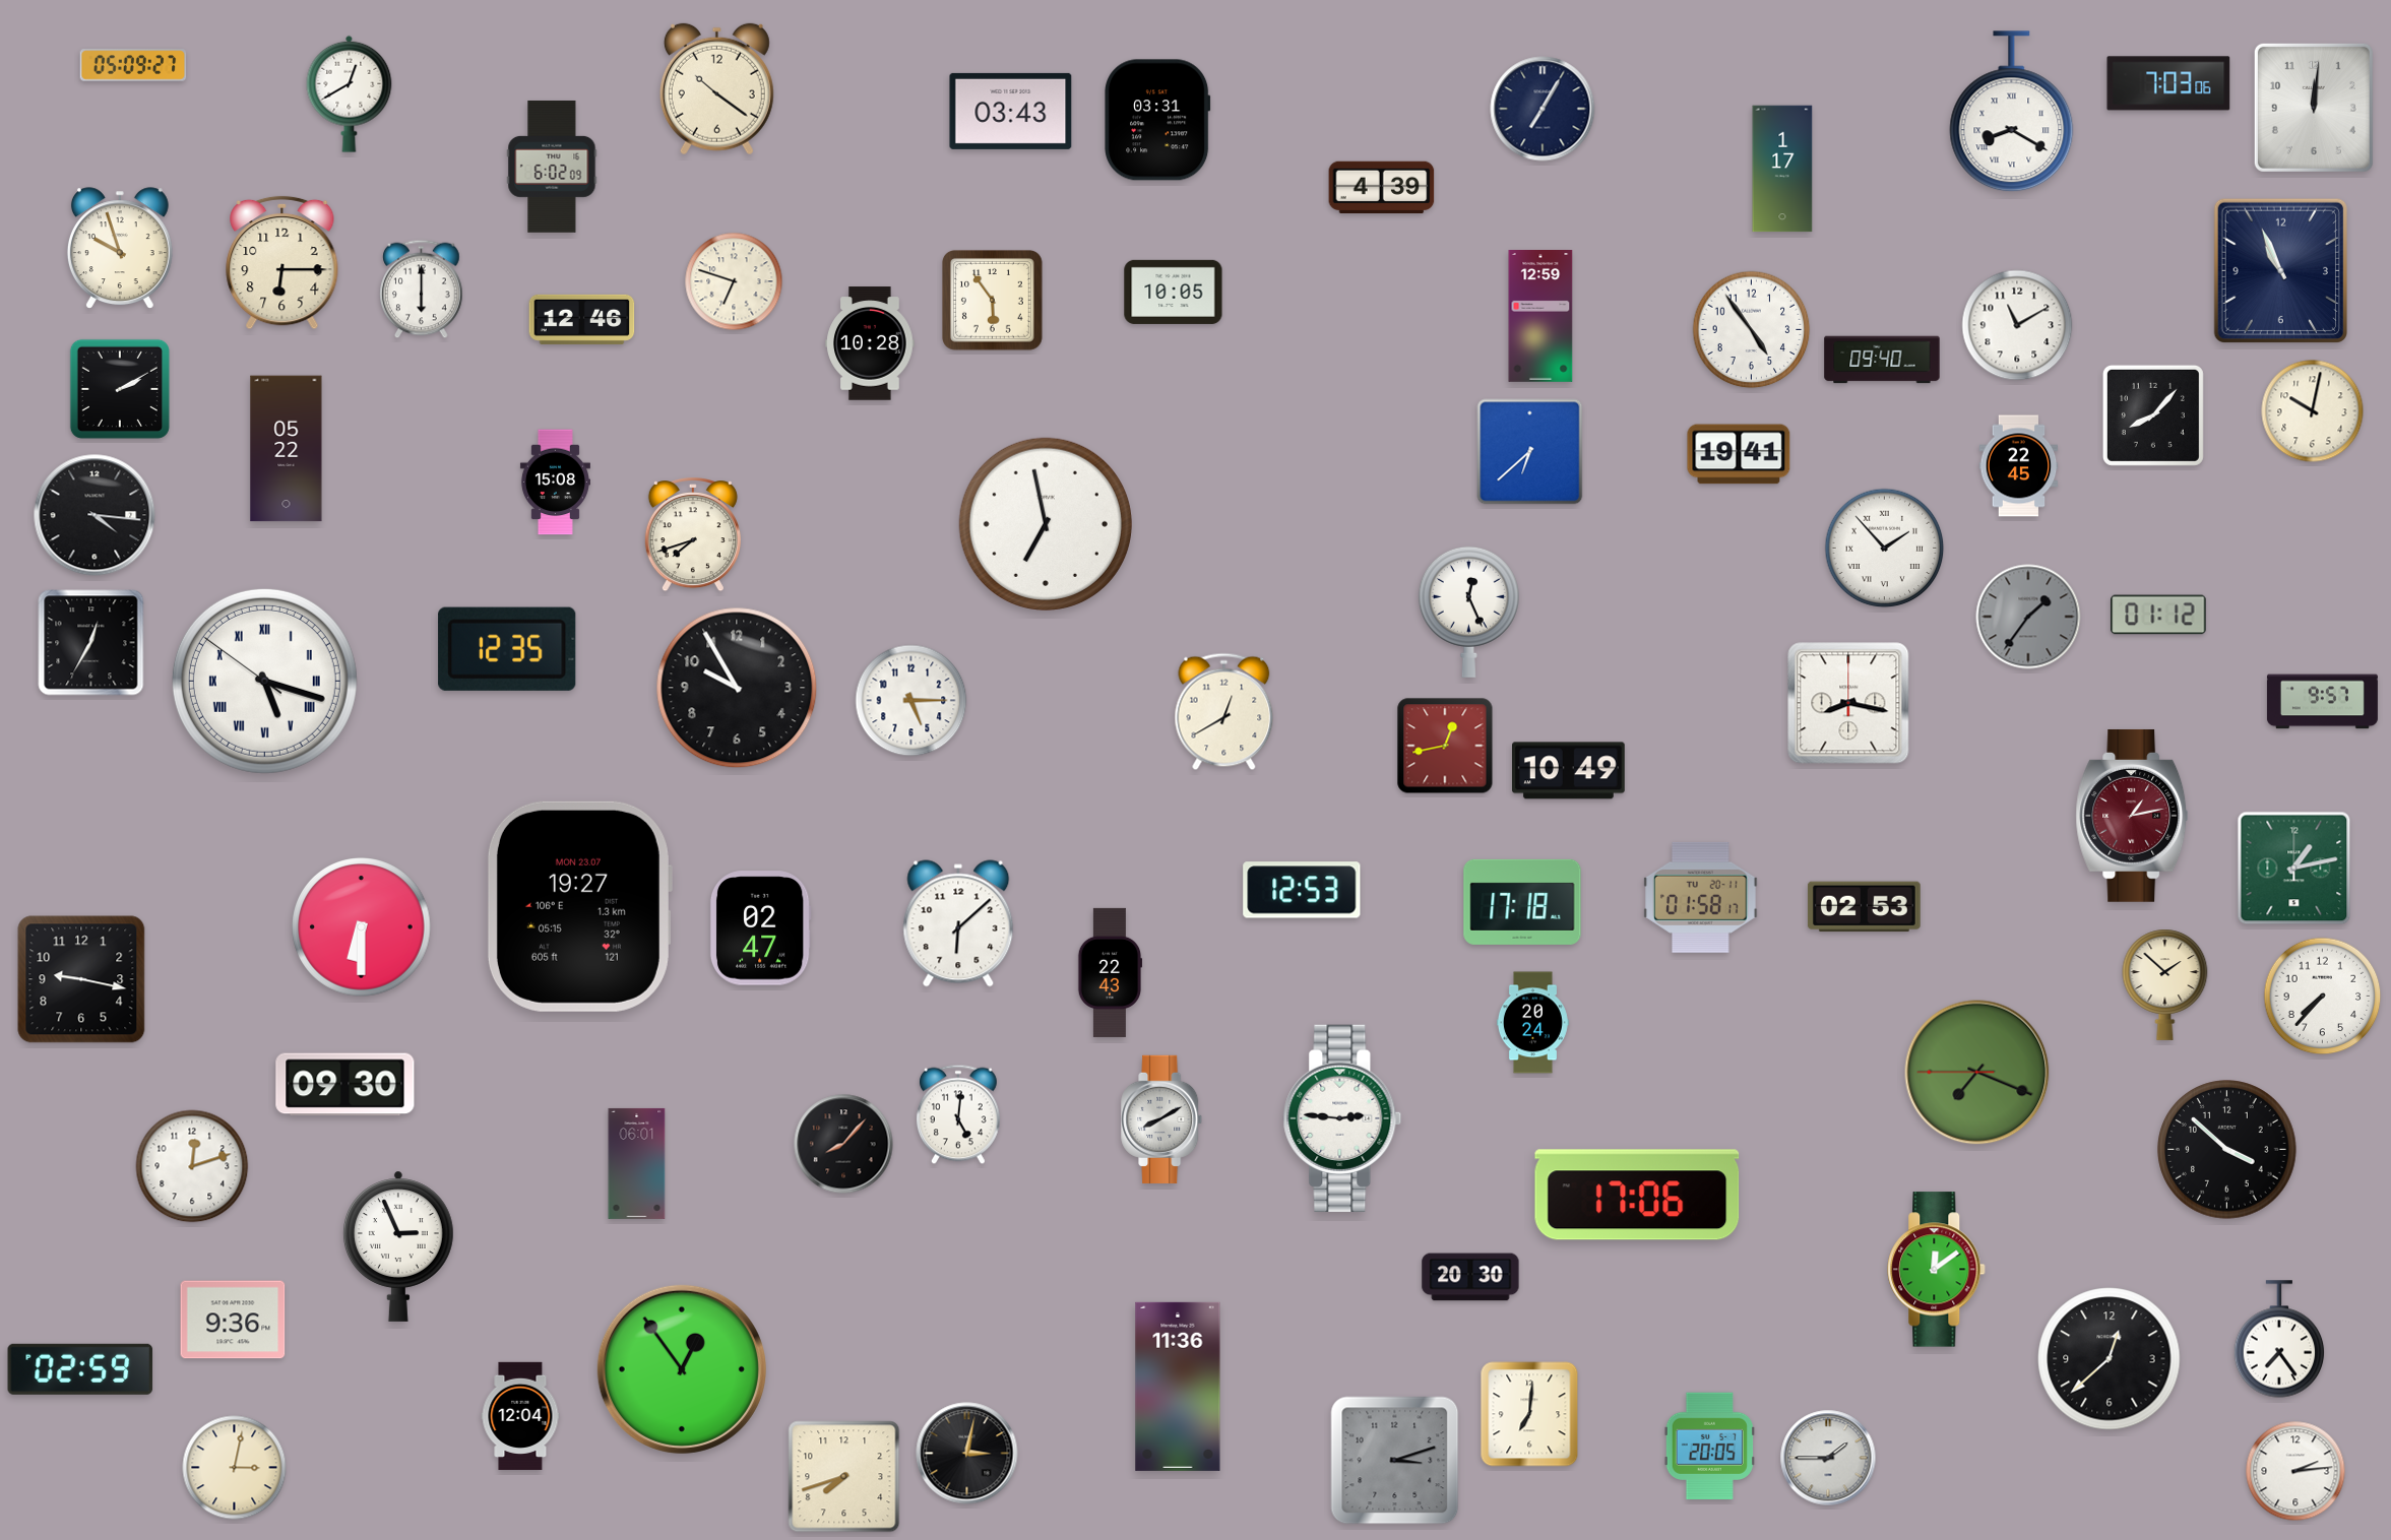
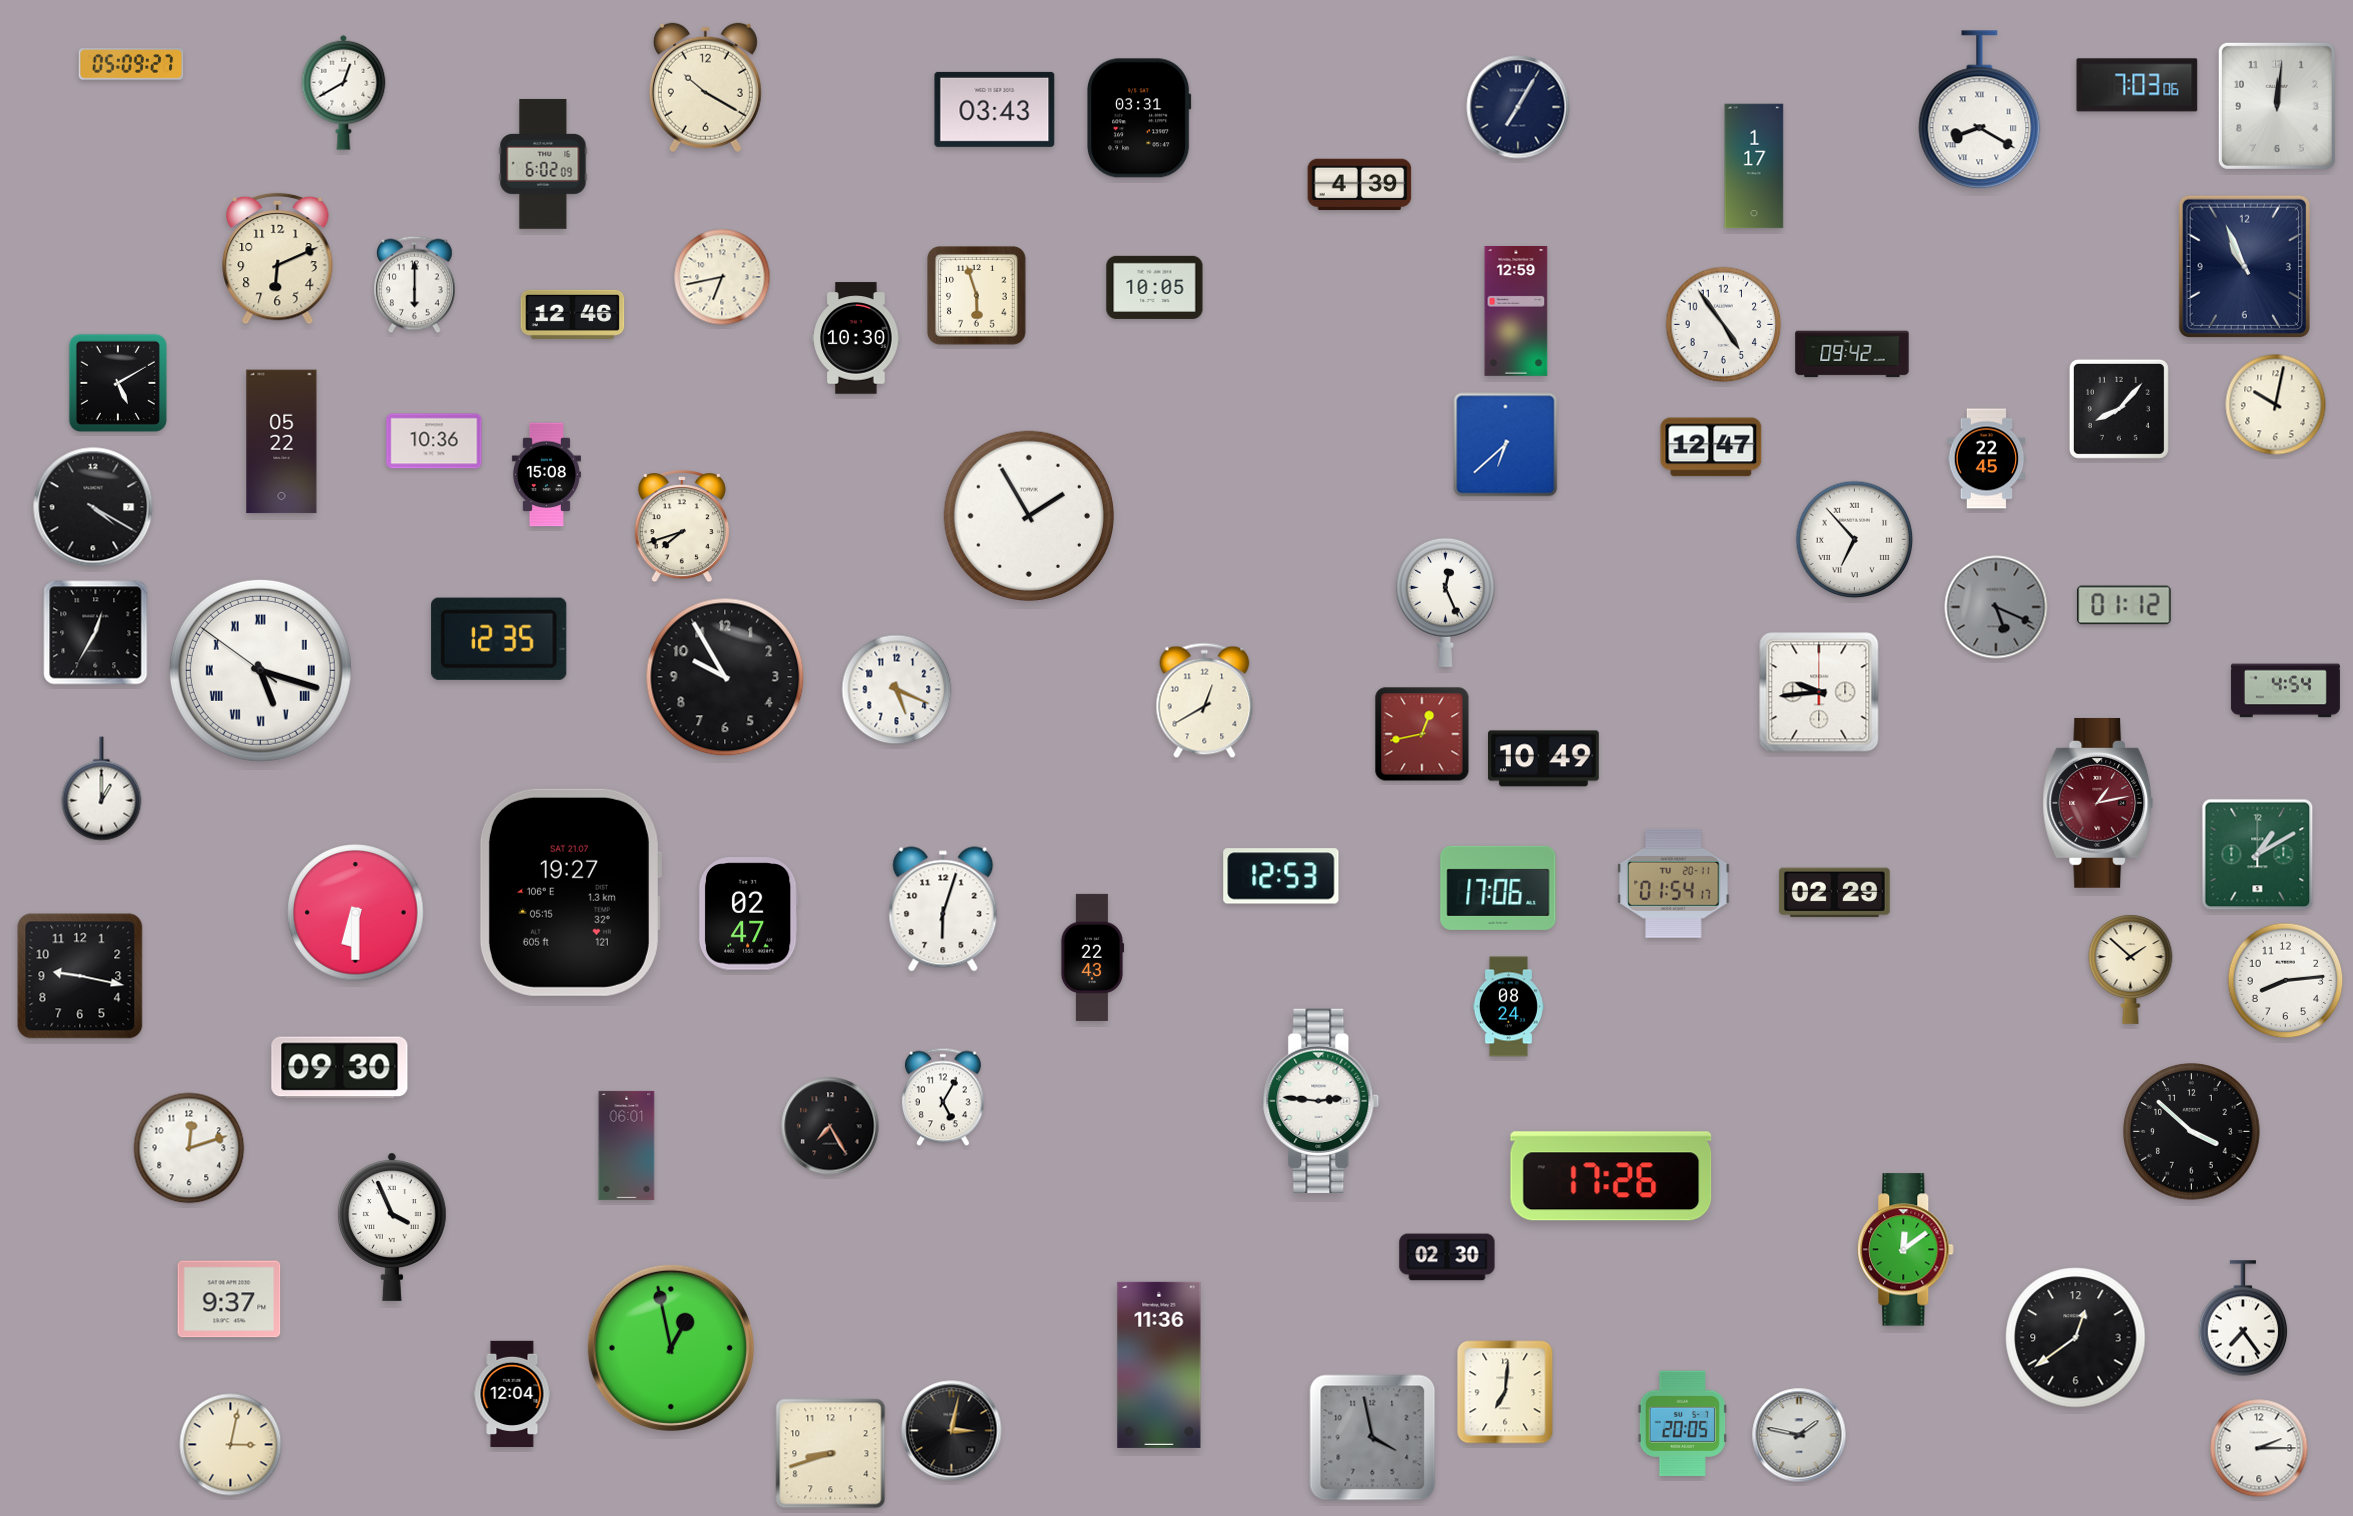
clock at (2168, 83) position: (2168, 83) -> (2137, 85)
clock at (716, 89): 10:21 -> 10:20
clock at (120, 248): 9:57 -> none
clock at (282, 263): 6:15 -> 6:11
clock at (734, 281): 6:48 -> 6:43
clock at (993, 301): 5:54 -> 5:57
clock at (2017, 325): 11:10 -> none
clock at (870, 343): 10:28 -> 10:30
clock at (1882, 360): 09:40 -> 09:42
clock at (120, 389): 2:10 -> 5:10
clock at (434, 441): none -> 10:36
clock at (1739, 454): 19:41 -> 12:47
clock at (95, 515): 4:16 -> 4:20
clock at (1046, 524): 6:58 -> 1:55
clock at (1885, 549): 1:53 -> 6:53
clock at (2028, 617): 1:36 -> 5:19
clock at (91, 643) position: (91, 643) -> (96, 633)
clock at (911, 701): 5:15 -> 5:19
clock at (2322, 702): 9:57 -> 4:54
clock at (1848, 703): 8:17 -> 9:44
clock at (102, 789): none -> 1:00
clock at (2294, 869): 1:13 -> 1:10
clock at (1701, 897): 01:58 -> 01:54
clock at (1522, 902): 17:18 -> 17:06
clock at (579, 906) date: MON 23.07 -> SAT 21.07
clock at (1865, 907): 02:53 -> 02:29
clock at (958, 923): 6:08 -> 6:03
clock at (81, 979) position: (81, 979) -> (80, 976)
clock at (2323, 997): 7:37 -> 8:14
clock at (1532, 1023): 20:24 -> 08:24
clock at (1977, 1073): 7:18 -> none
clock at (958, 1114): 5:01 -> 5:05
clock at (1162, 1119): 8:10 -> none
clock at (843, 1144): 8:07 -> 7:25
clock at (1637, 1195): 17:06 -> 17:26
clock at (398, 1246): 2:56 -> 3:56
clock at (1470, 1277): 20:30 -> 02:30
clock at (233, 1320): 9:36 -> 9:37
clock at (2110, 1359): 12:38 -> 12:39
clock at (80, 1369): 02:59 -> none
clock at (682, 1369): 12:54 -> 12:58
clock at (1828, 1458): 1:45 -> 1:47
clock at (1395, 1461): 3:12 -> 3:58
clock at (2295, 1471): 2:14 -> 2:15
clock at (844, 1477): 7:42 -> 8:42
